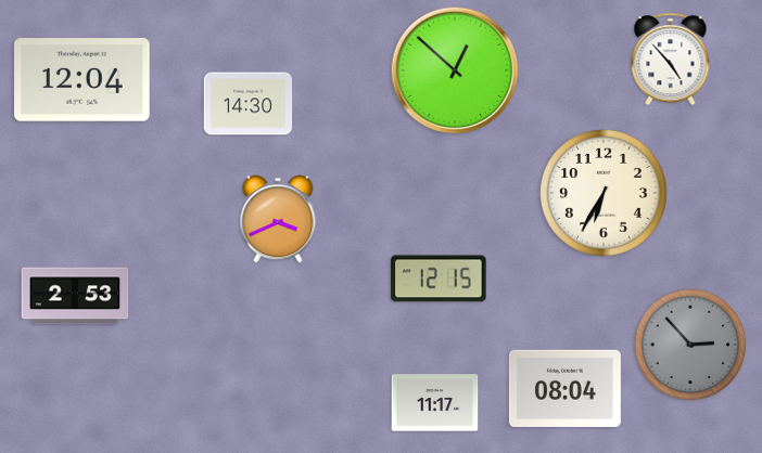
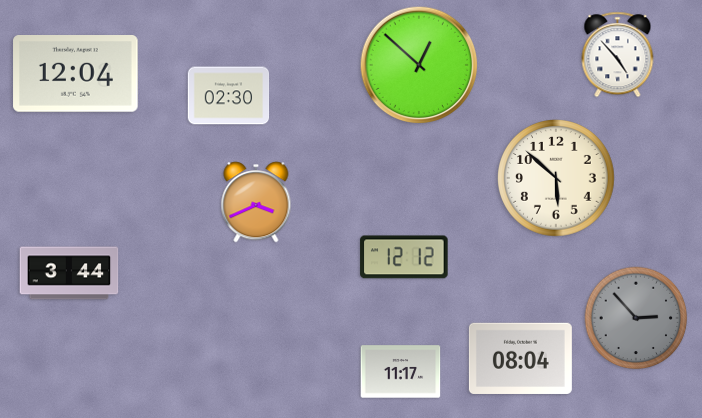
clock at (249, 104): 14:30 -> 02:30
clock at (605, 194): 6:35 -> 5:52
clock at (439, 279): 12:15 -> 12:12
clock at (75, 296): 2:53 -> 3:44
